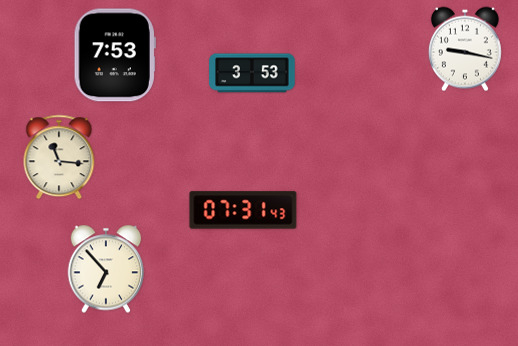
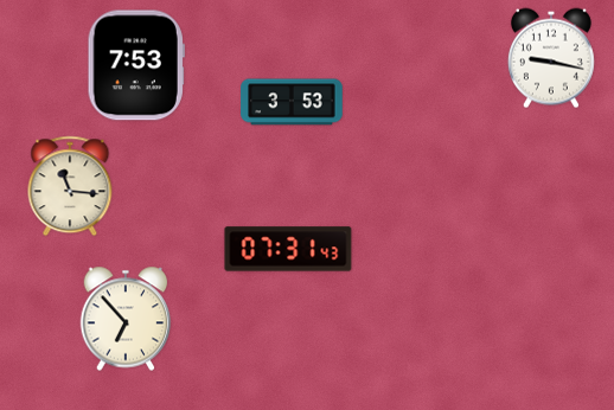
clock at (252, 73) position: (252, 73) -> (292, 102)
